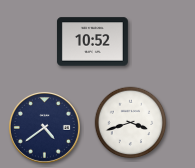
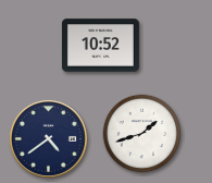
clock at (131, 123): 3:42 -> 1:42
